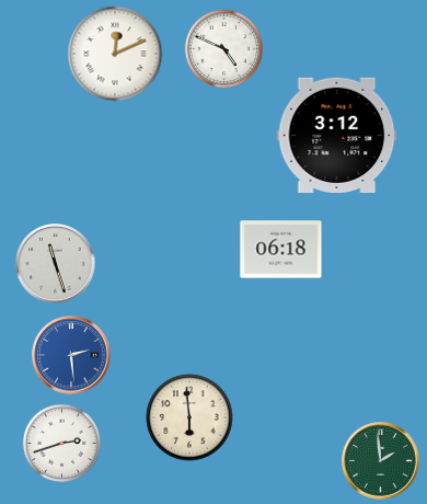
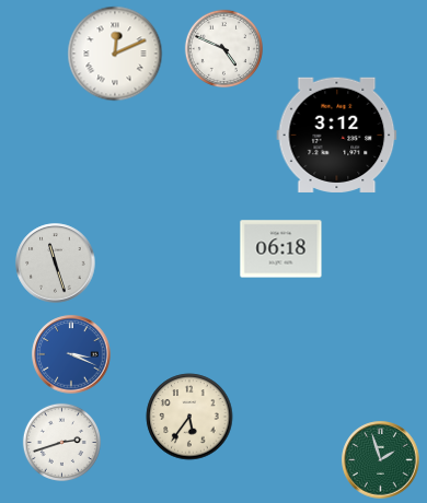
clock at (71, 355): 2:29 -> 3:19
clock at (189, 417): 5:59 -> 5:36
clock at (381, 461): 1:59 -> 1:57
